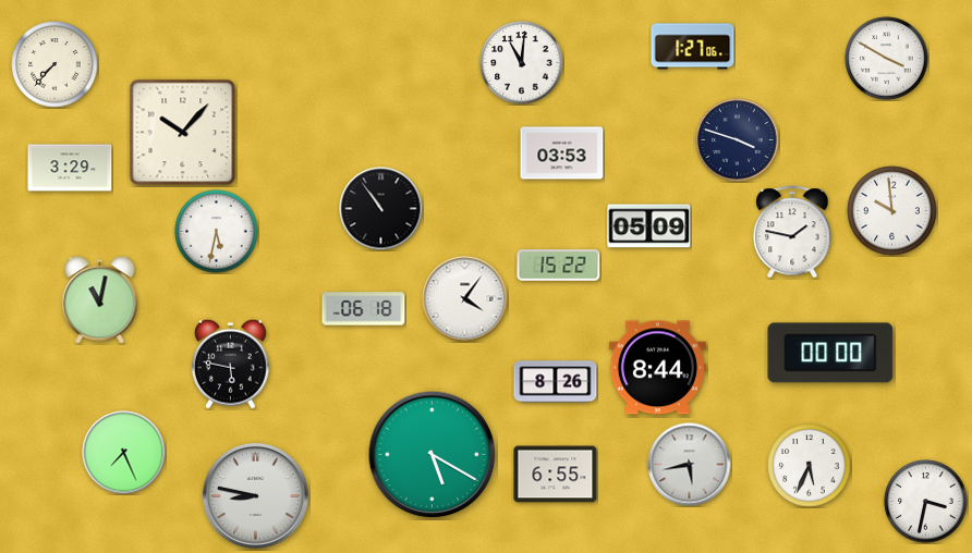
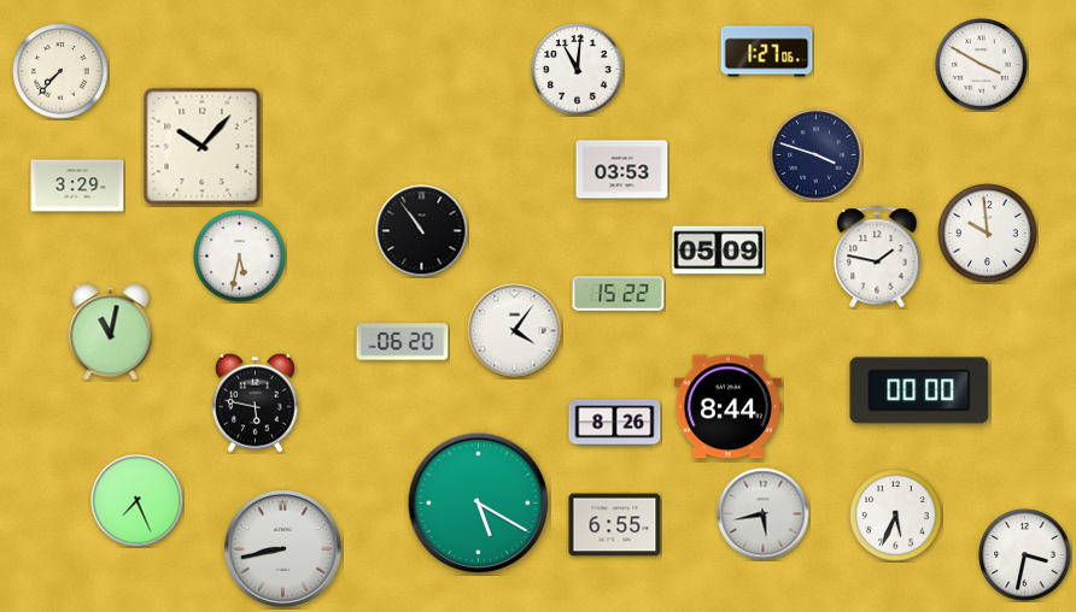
clock at (364, 309): 06:18 -> 06:20
clock at (255, 495): 8:47 -> 8:43
